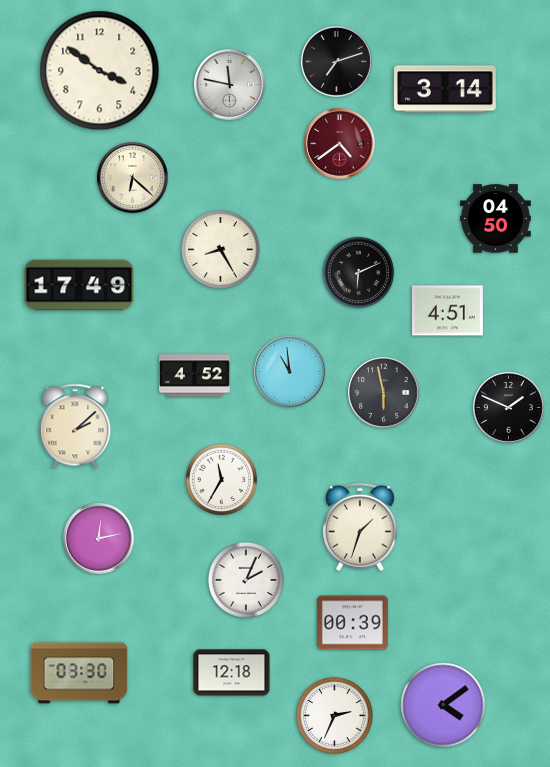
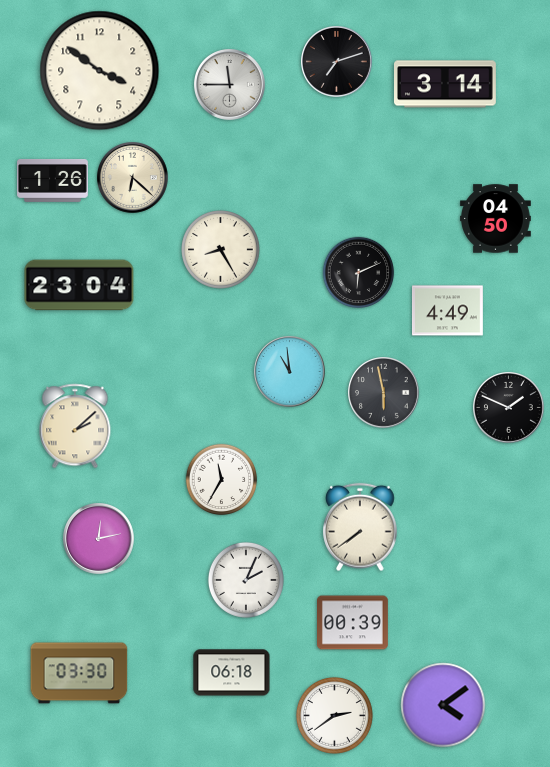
clock at (230, 85): 11:47 -> 11:45
clock at (446, 89) position: (446, 89) -> (446, 84)
clock at (340, 144): 4:39 -> none
clock at (53, 180): none -> 1:26
clock at (79, 285): 17:49 -> 23:04
clock at (447, 311): 4:51 -> 4:49
clock at (195, 376): 4:52 -> none
clock at (361, 527): 1:33 -> 7:39
clock at (232, 673): 12:18 -> 06:18
clock at (334, 715): 2:34 -> 2:39
